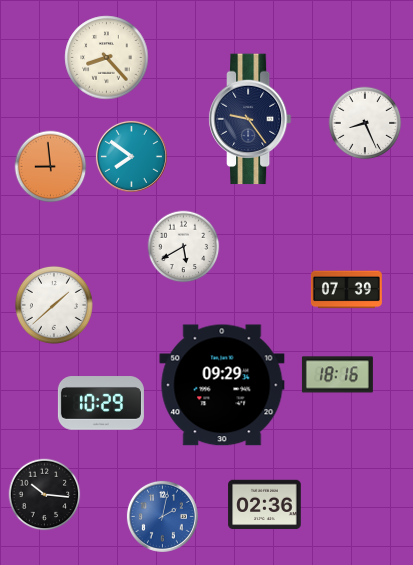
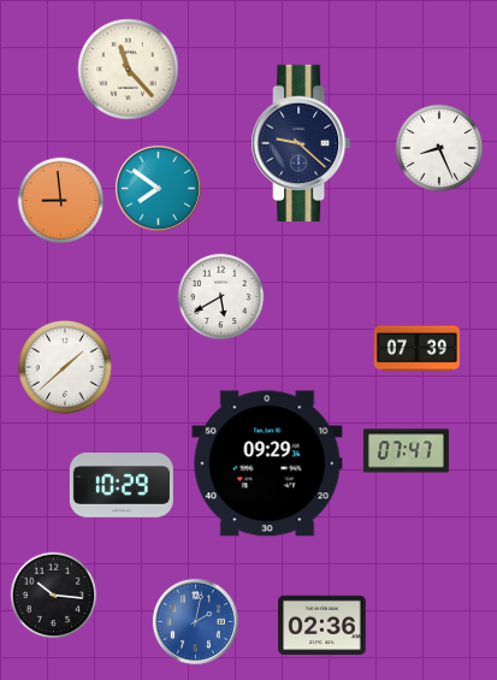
clock at (107, 58): 8:23 -> 11:23
clock at (250, 119): 9:24 -> 9:22
clock at (337, 375): 18:16 -> 07:47
clock at (265, 505) position: (265, 505) -> (323, 626)
